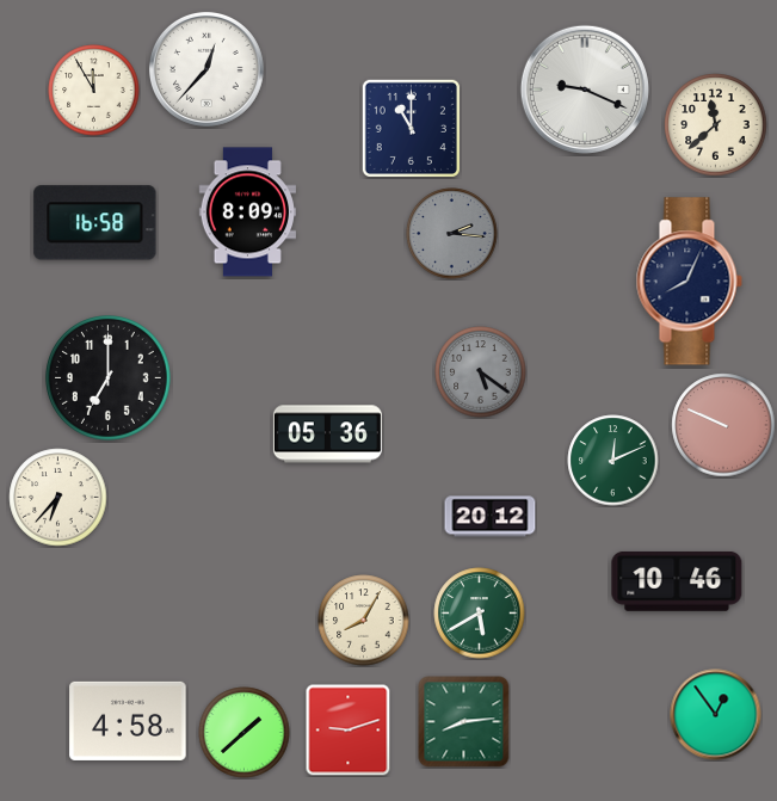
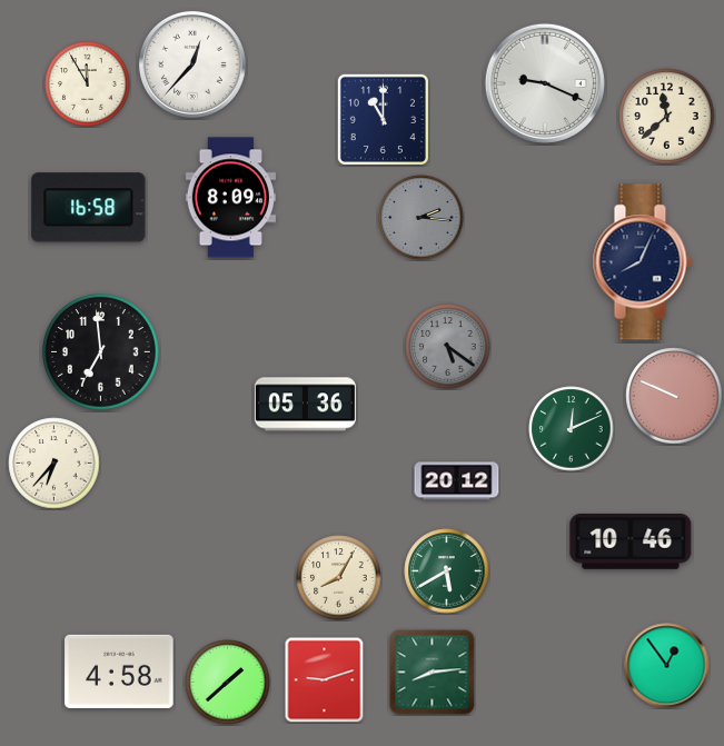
clock at (109, 378): 7:00 -> 6:59
